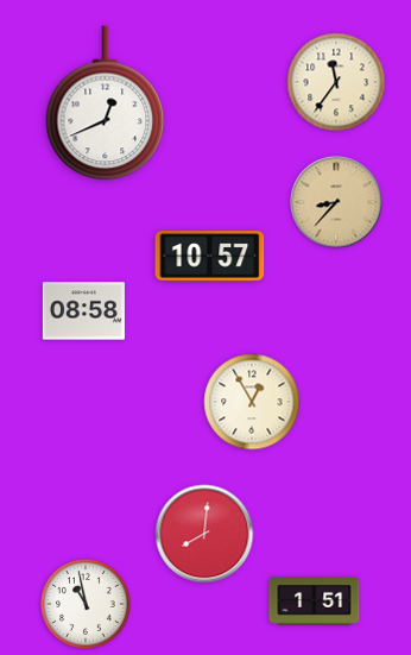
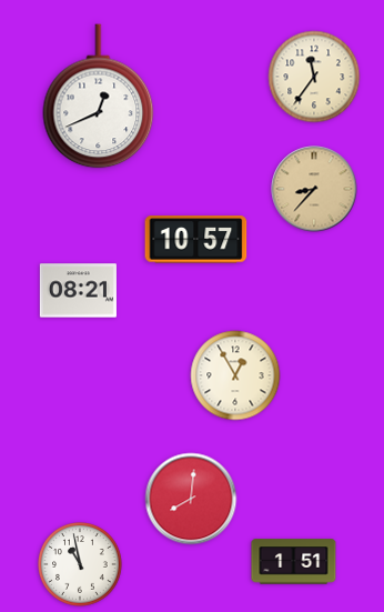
clock at (83, 311): 08:58 -> 08:21
